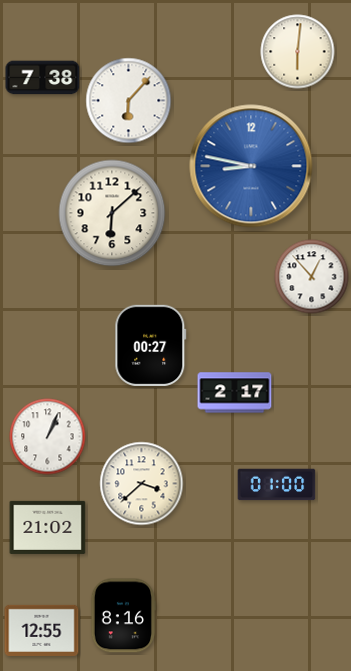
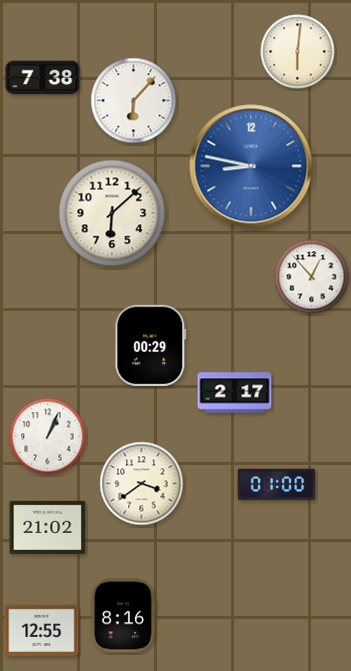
clock at (129, 101) position: (129, 101) -> (134, 101)
clock at (151, 345): 00:27 -> 00:29
clock at (142, 484): 3:38 -> 3:39
